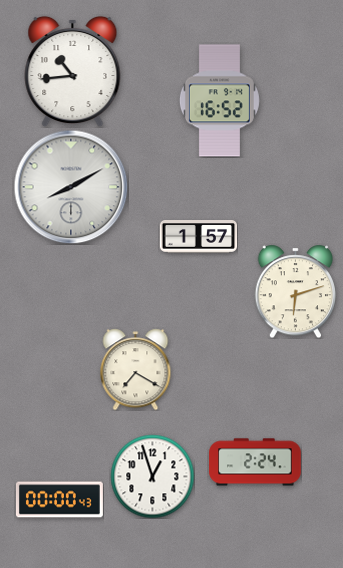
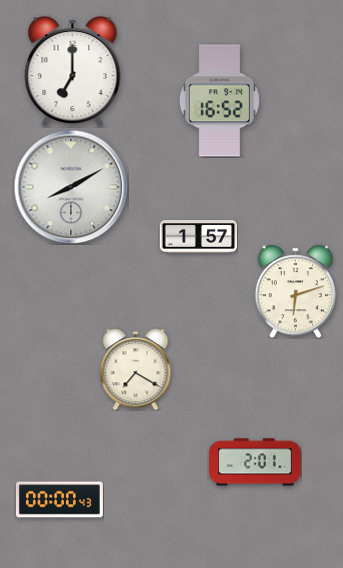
clock at (73, 71): 10:44 -> 7:00
clock at (255, 462): 2:24 -> 2:01
clock at (152, 476): 12:57 -> none
